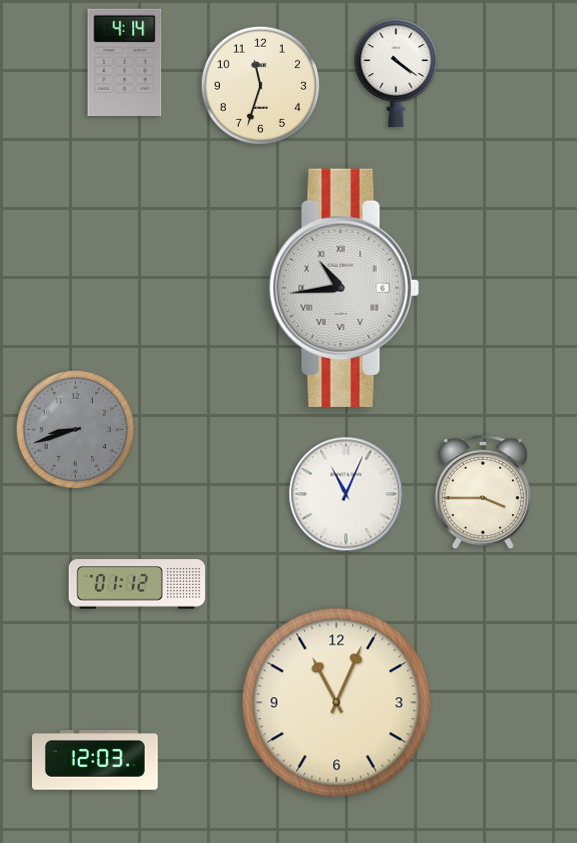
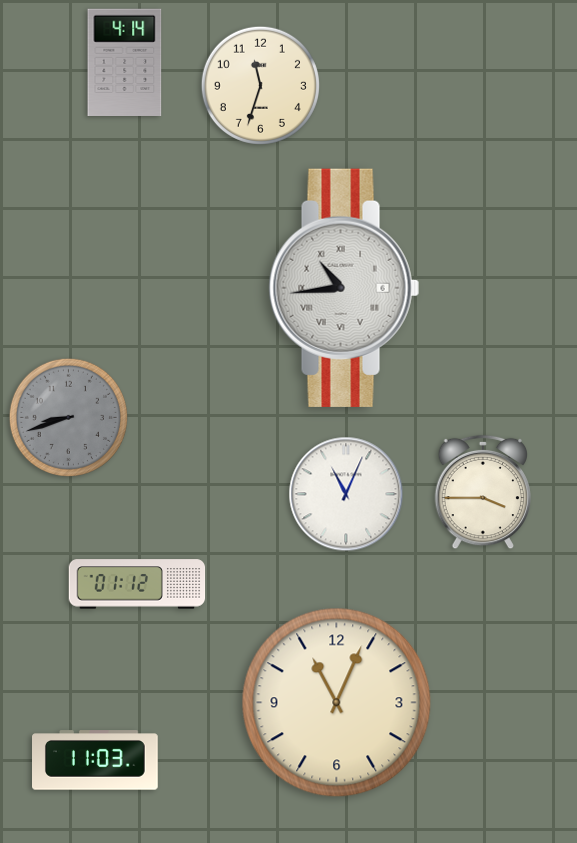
clock at (396, 73): 4:21 -> none
clock at (75, 429) position: (75, 429) -> (68, 417)
clock at (96, 760): 12:03 -> 11:03
